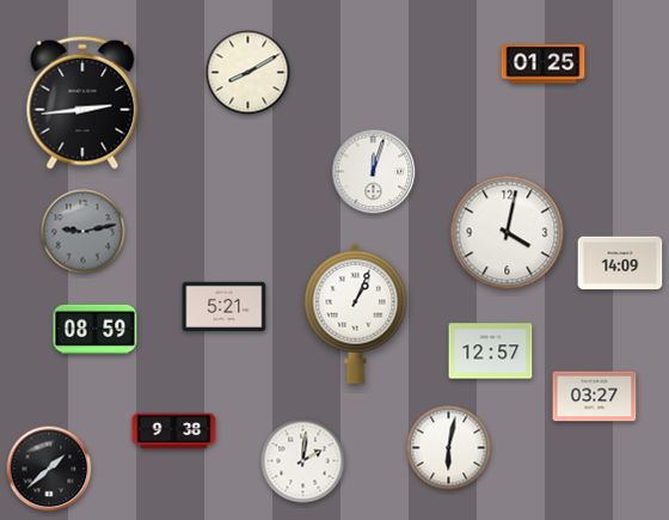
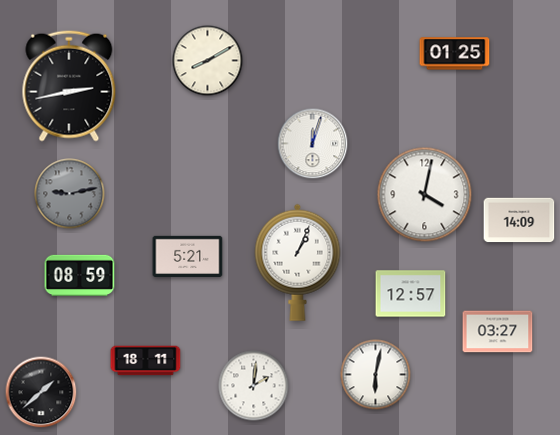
clock at (82, 103): 2:44 -> 2:43
clock at (174, 432): 9:38 -> 18:11
